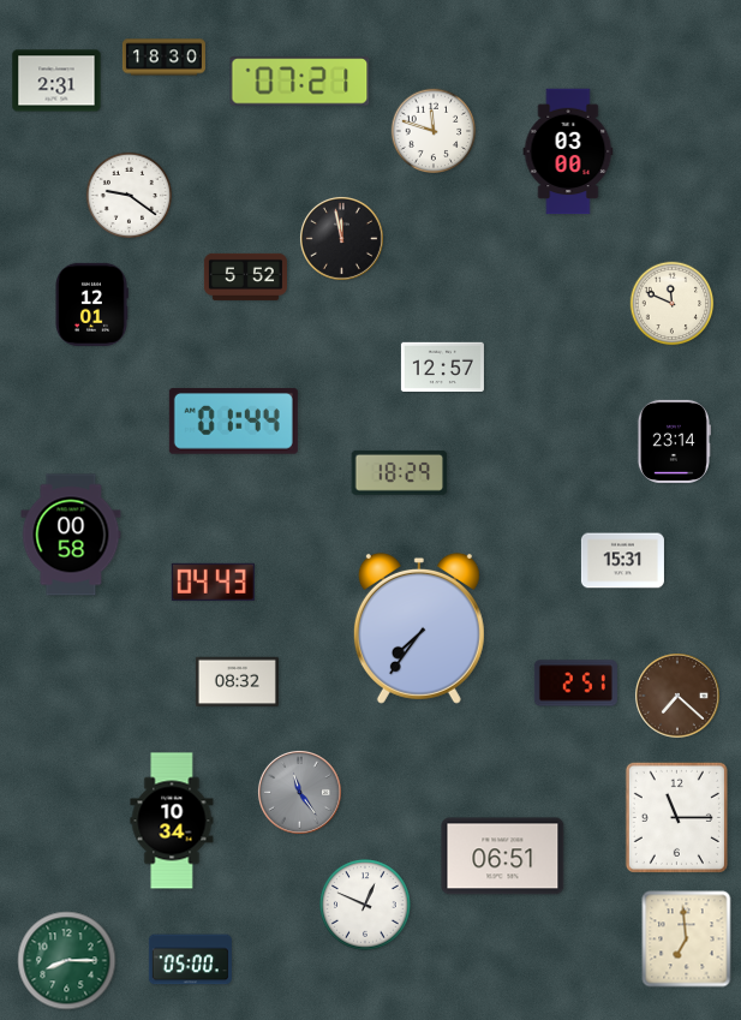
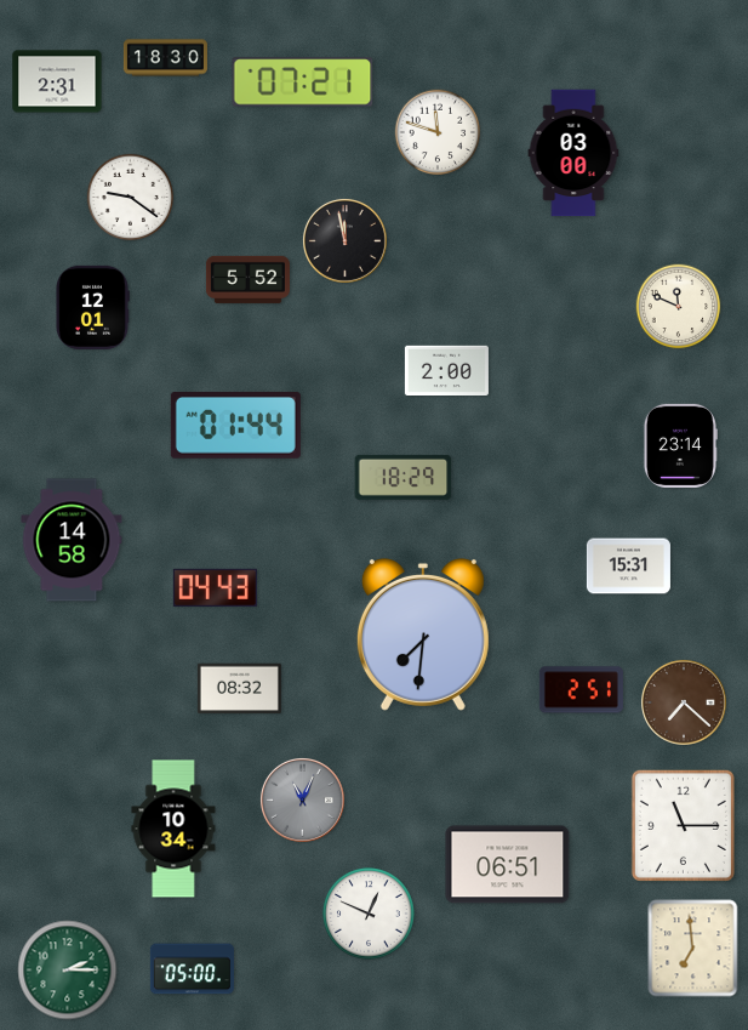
clock at (442, 366): 12:57 -> 2:00
clock at (71, 535): 00:58 -> 14:58
clock at (419, 628): 7:36 -> 7:31
clock at (299, 792): 11:24 -> 11:04
clock at (67, 961): 8:15 -> 2:15
